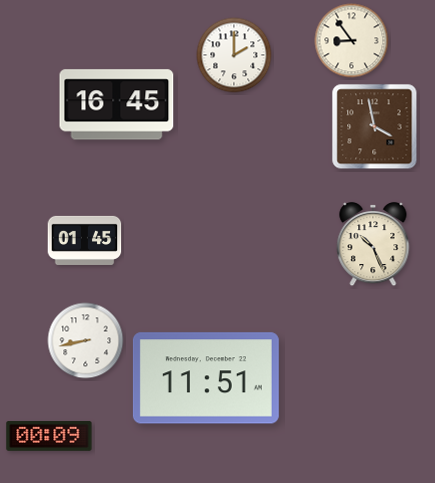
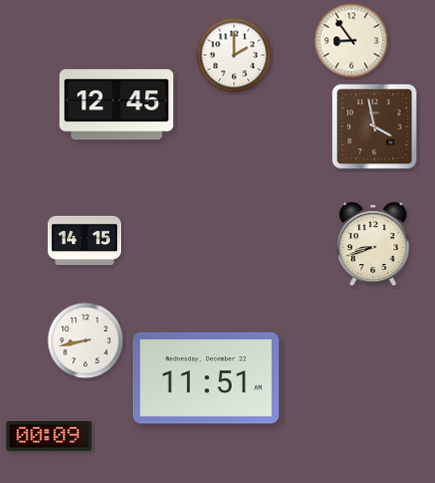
clock at (117, 105): 16:45 -> 12:45
clock at (85, 240): 01:45 -> 14:15
clock at (373, 244): 10:26 -> 8:42
